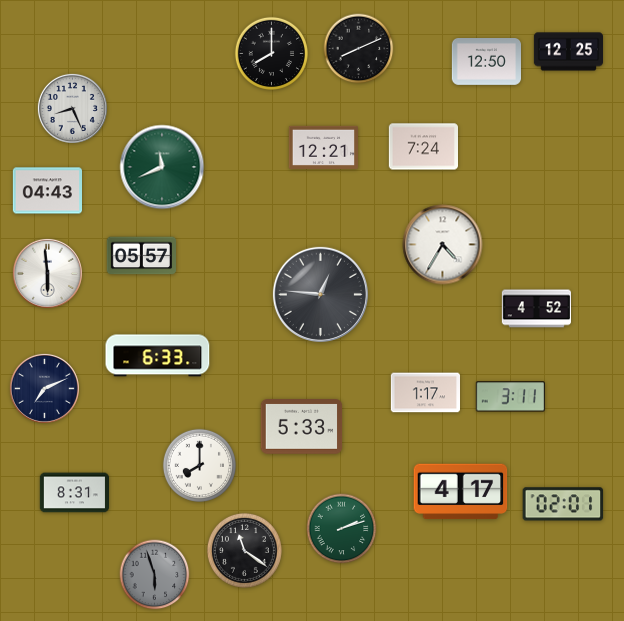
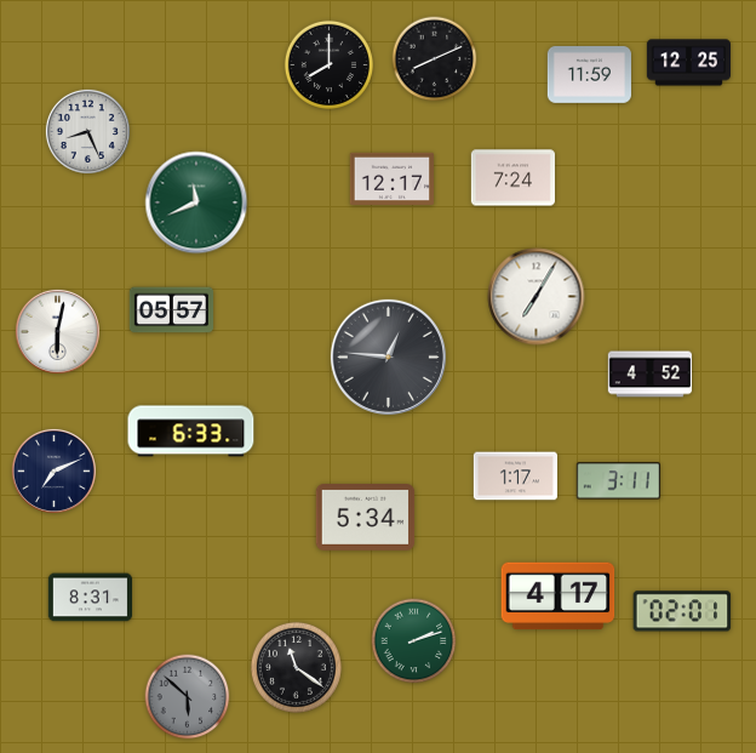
clock at (486, 62): 12:50 -> 11:59
clock at (323, 147): 12:21 -> 12:17
clock at (47, 191): 04:43 -> none
clock at (443, 245): 4:35 -> 7:05
clock at (47, 273): 5:59 -> 6:02
clock at (302, 427): 5:33 -> 5:34
clock at (199, 465): 8:00 -> none
clock at (155, 575): 5:57 -> 5:52
